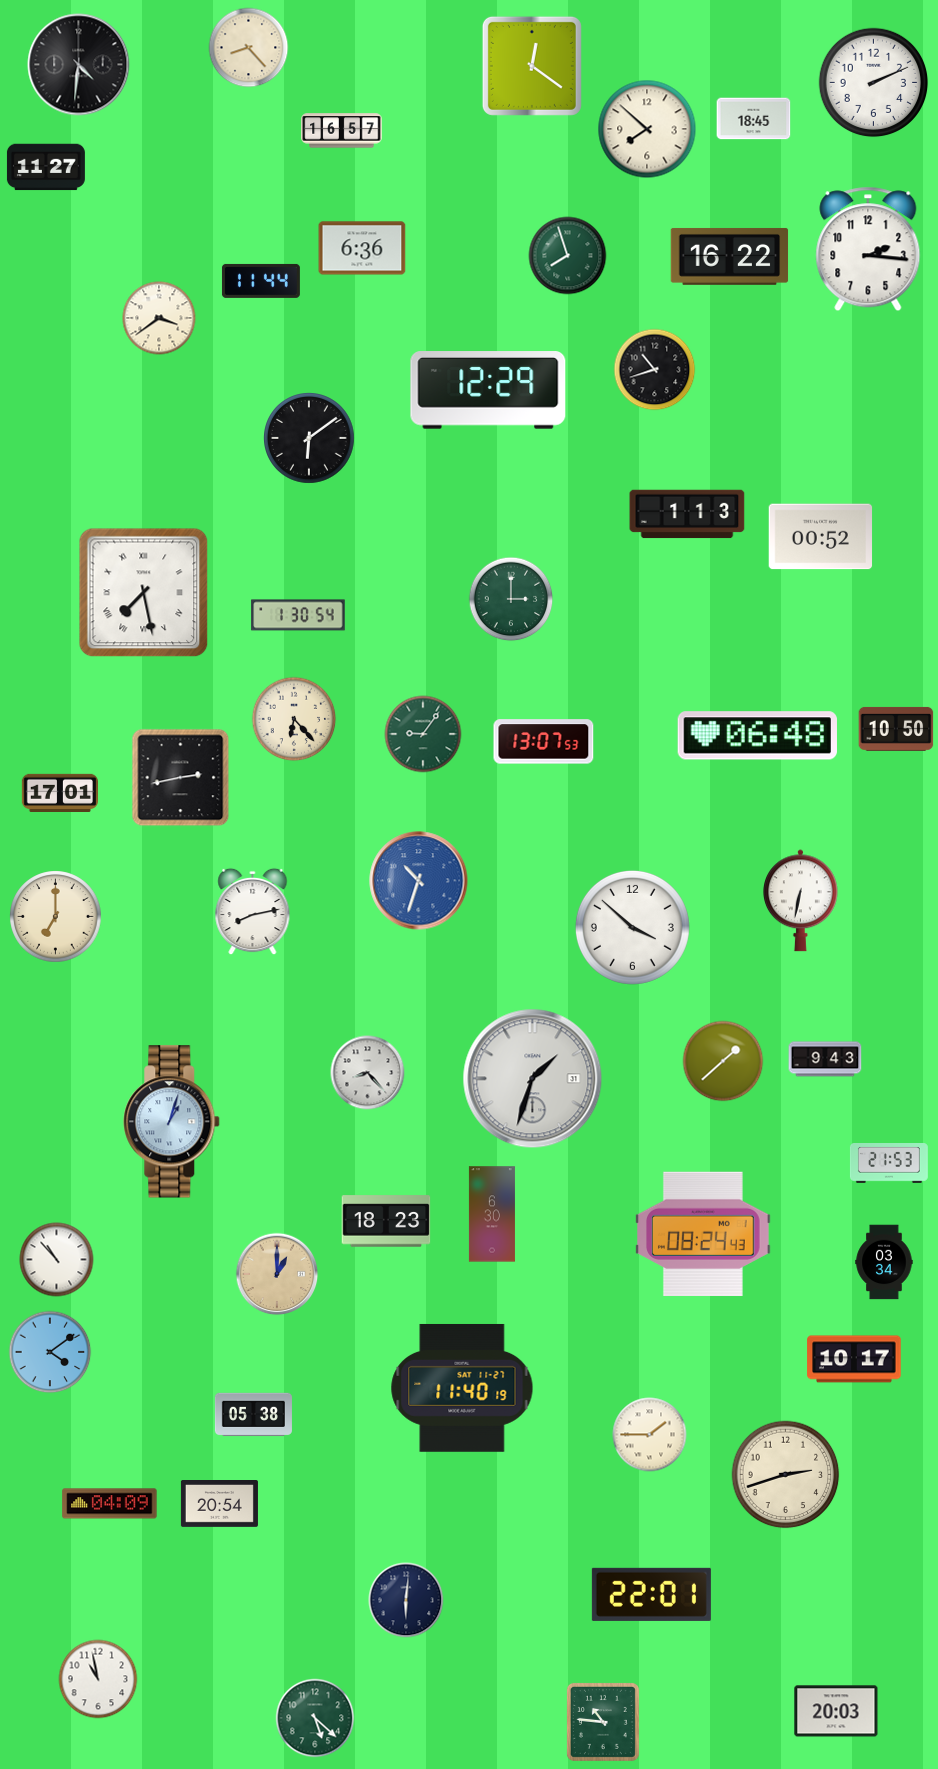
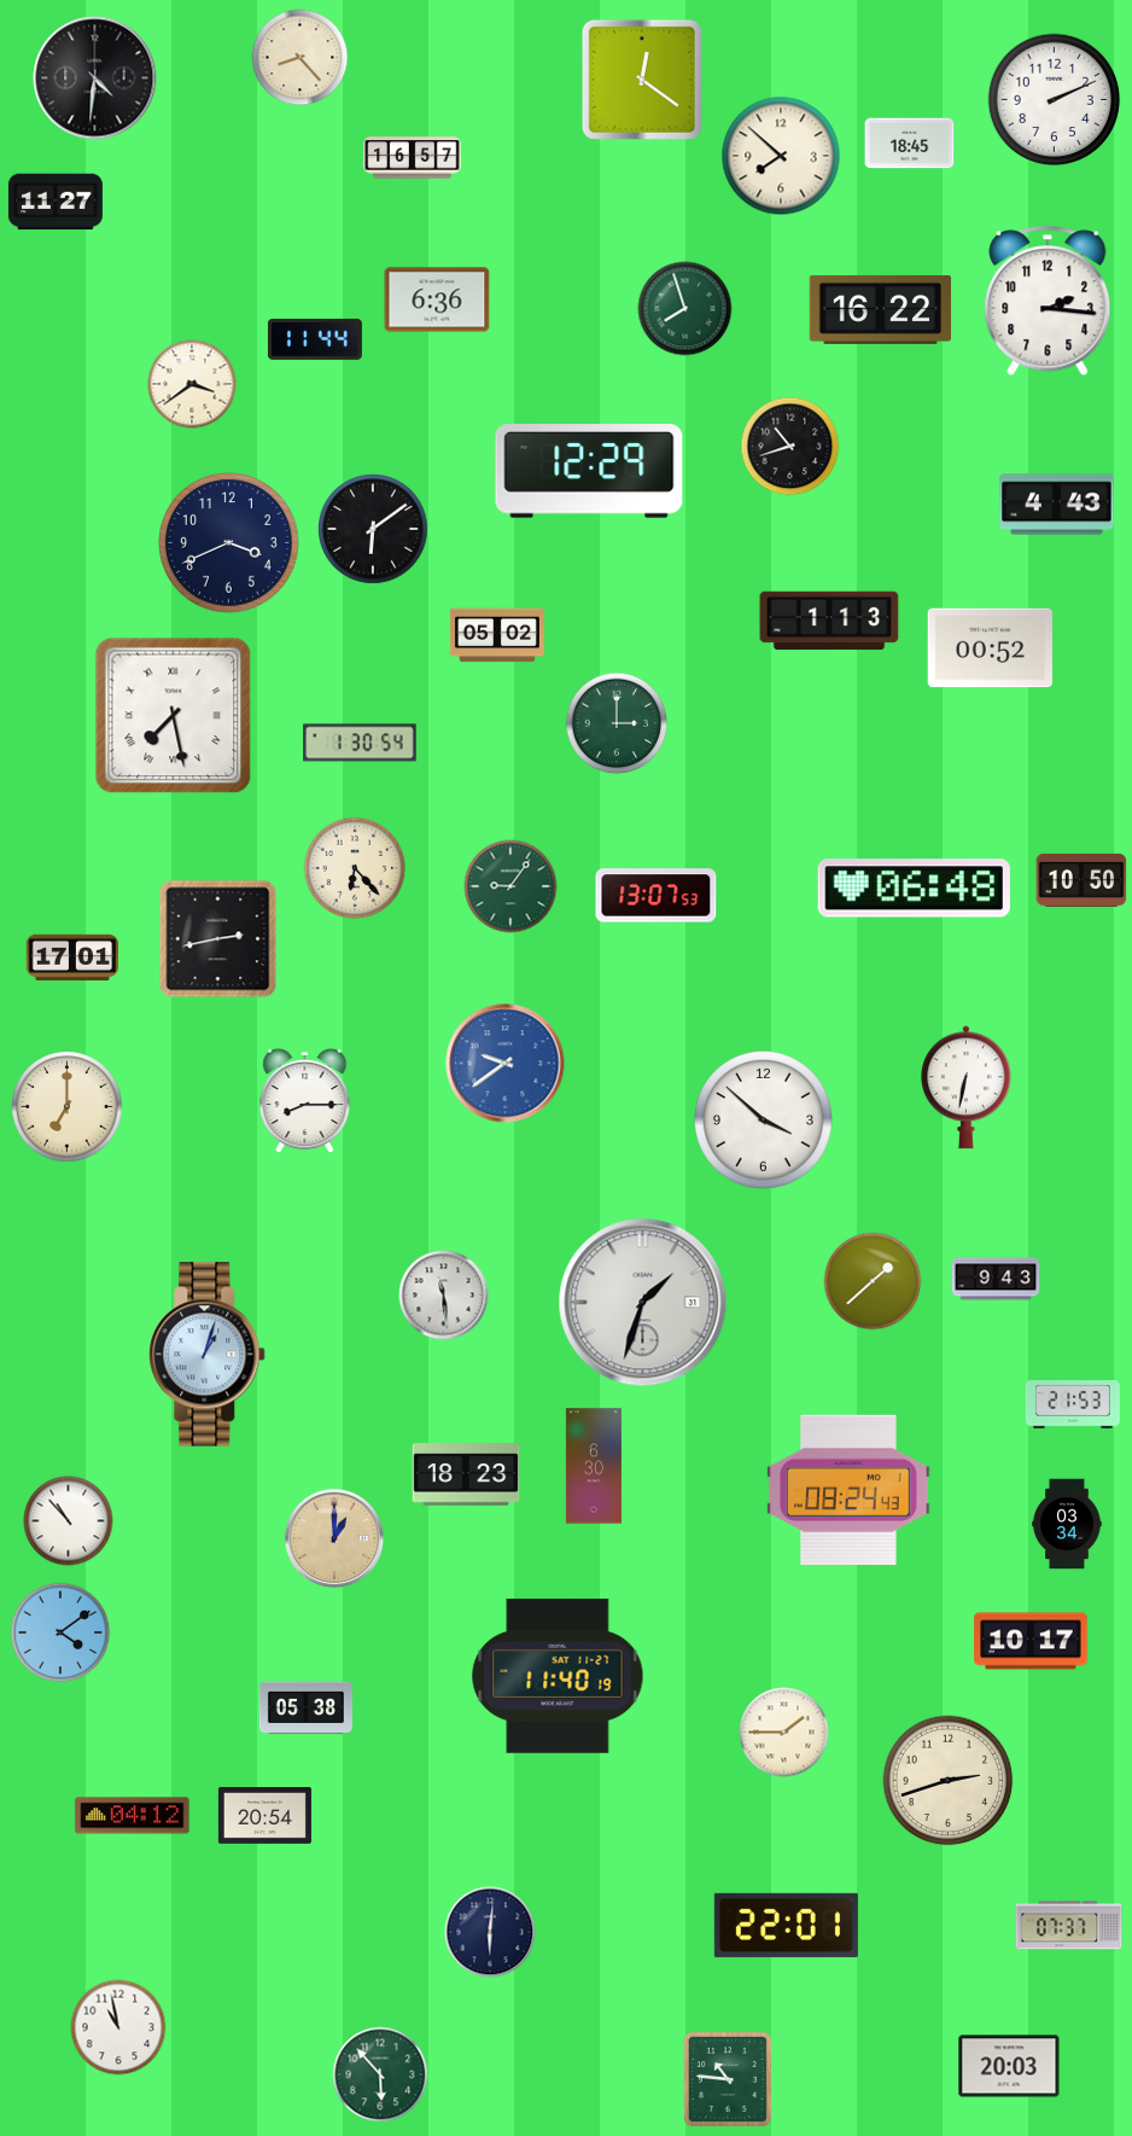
clock at (1057, 505): none -> 4:43
clock at (229, 543): none -> 3:41
clock at (497, 635): none -> 05:02
clock at (419, 881): 10:33 -> 9:39
clock at (253, 912): 8:13 -> 8:15
clock at (368, 1073): 8:23 -> 11:29
clock at (110, 1504): 04:09 -> 04:12
clock at (1069, 1926): none -> 07:37
clock at (315, 1718): 5:22 -> 5:53
